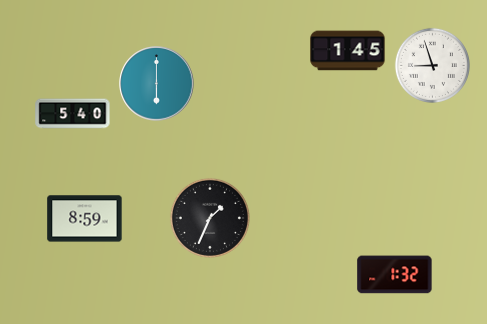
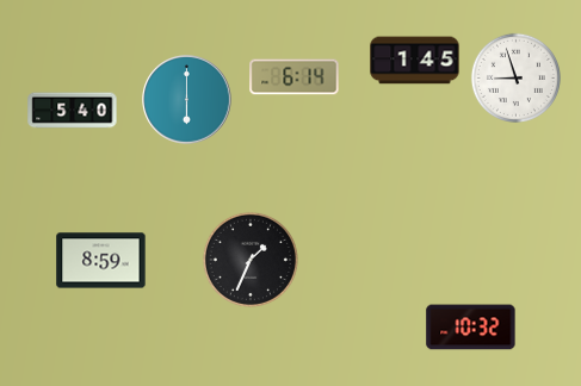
clock at (295, 77): none -> 6:14
clock at (73, 114) position: (73, 114) -> (73, 111)
clock at (395, 275): 1:32 -> 10:32
